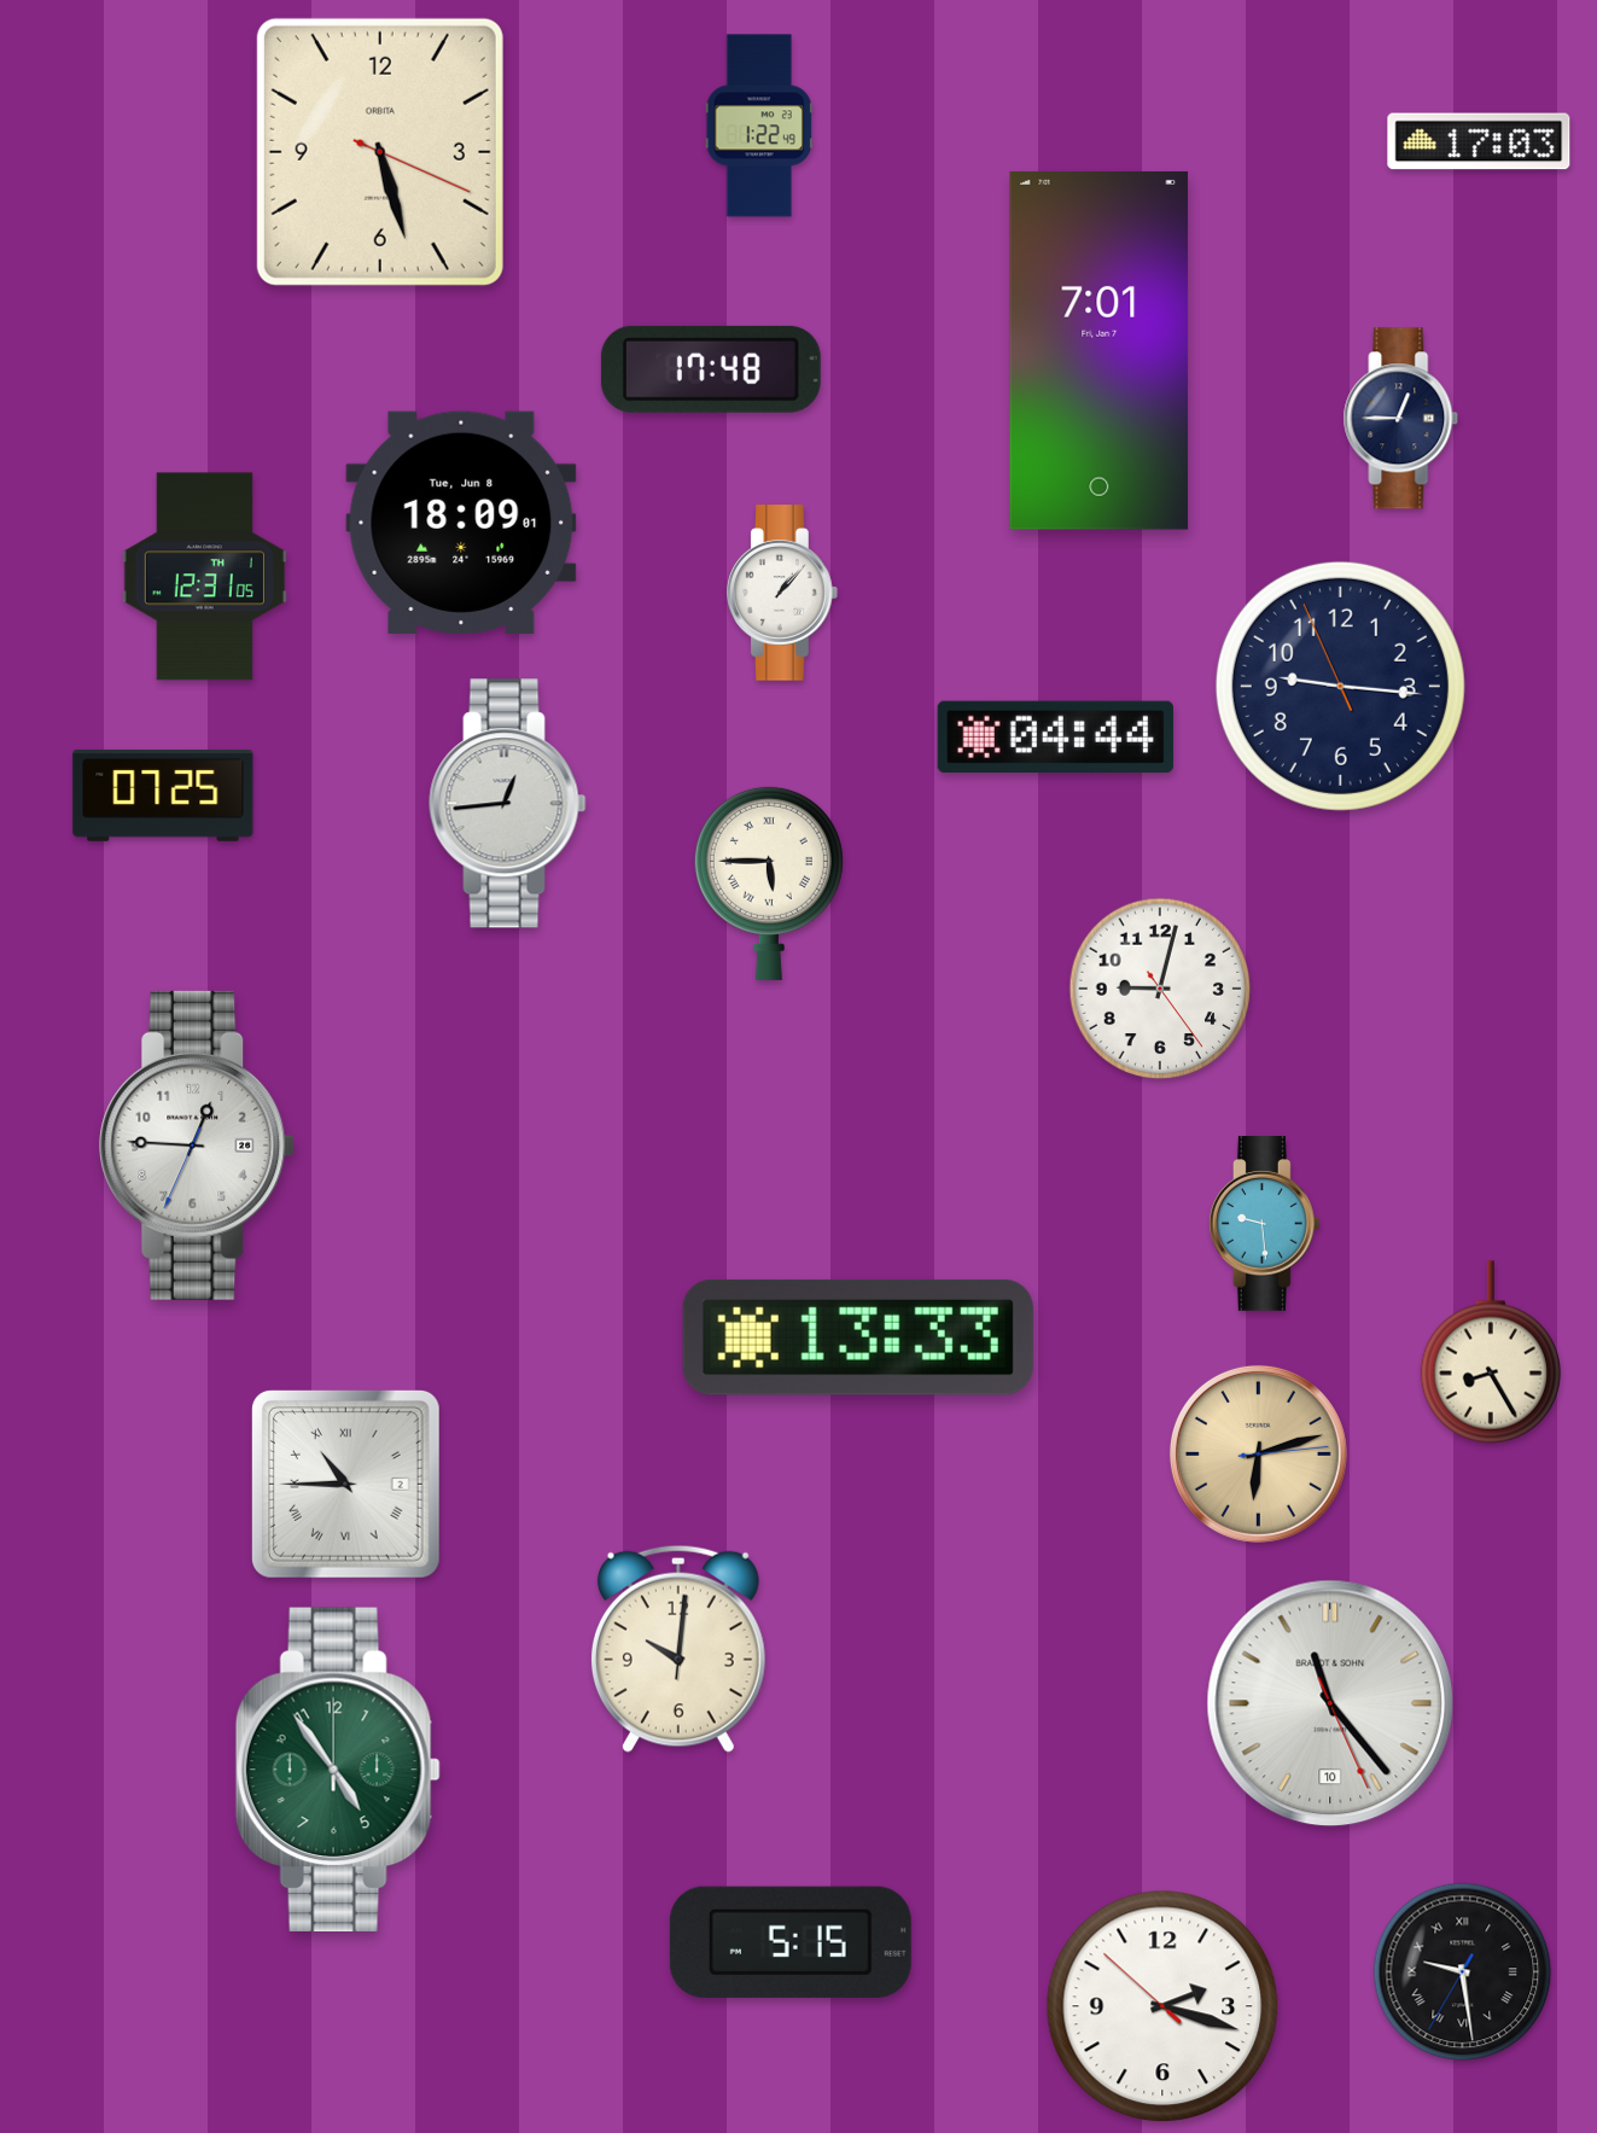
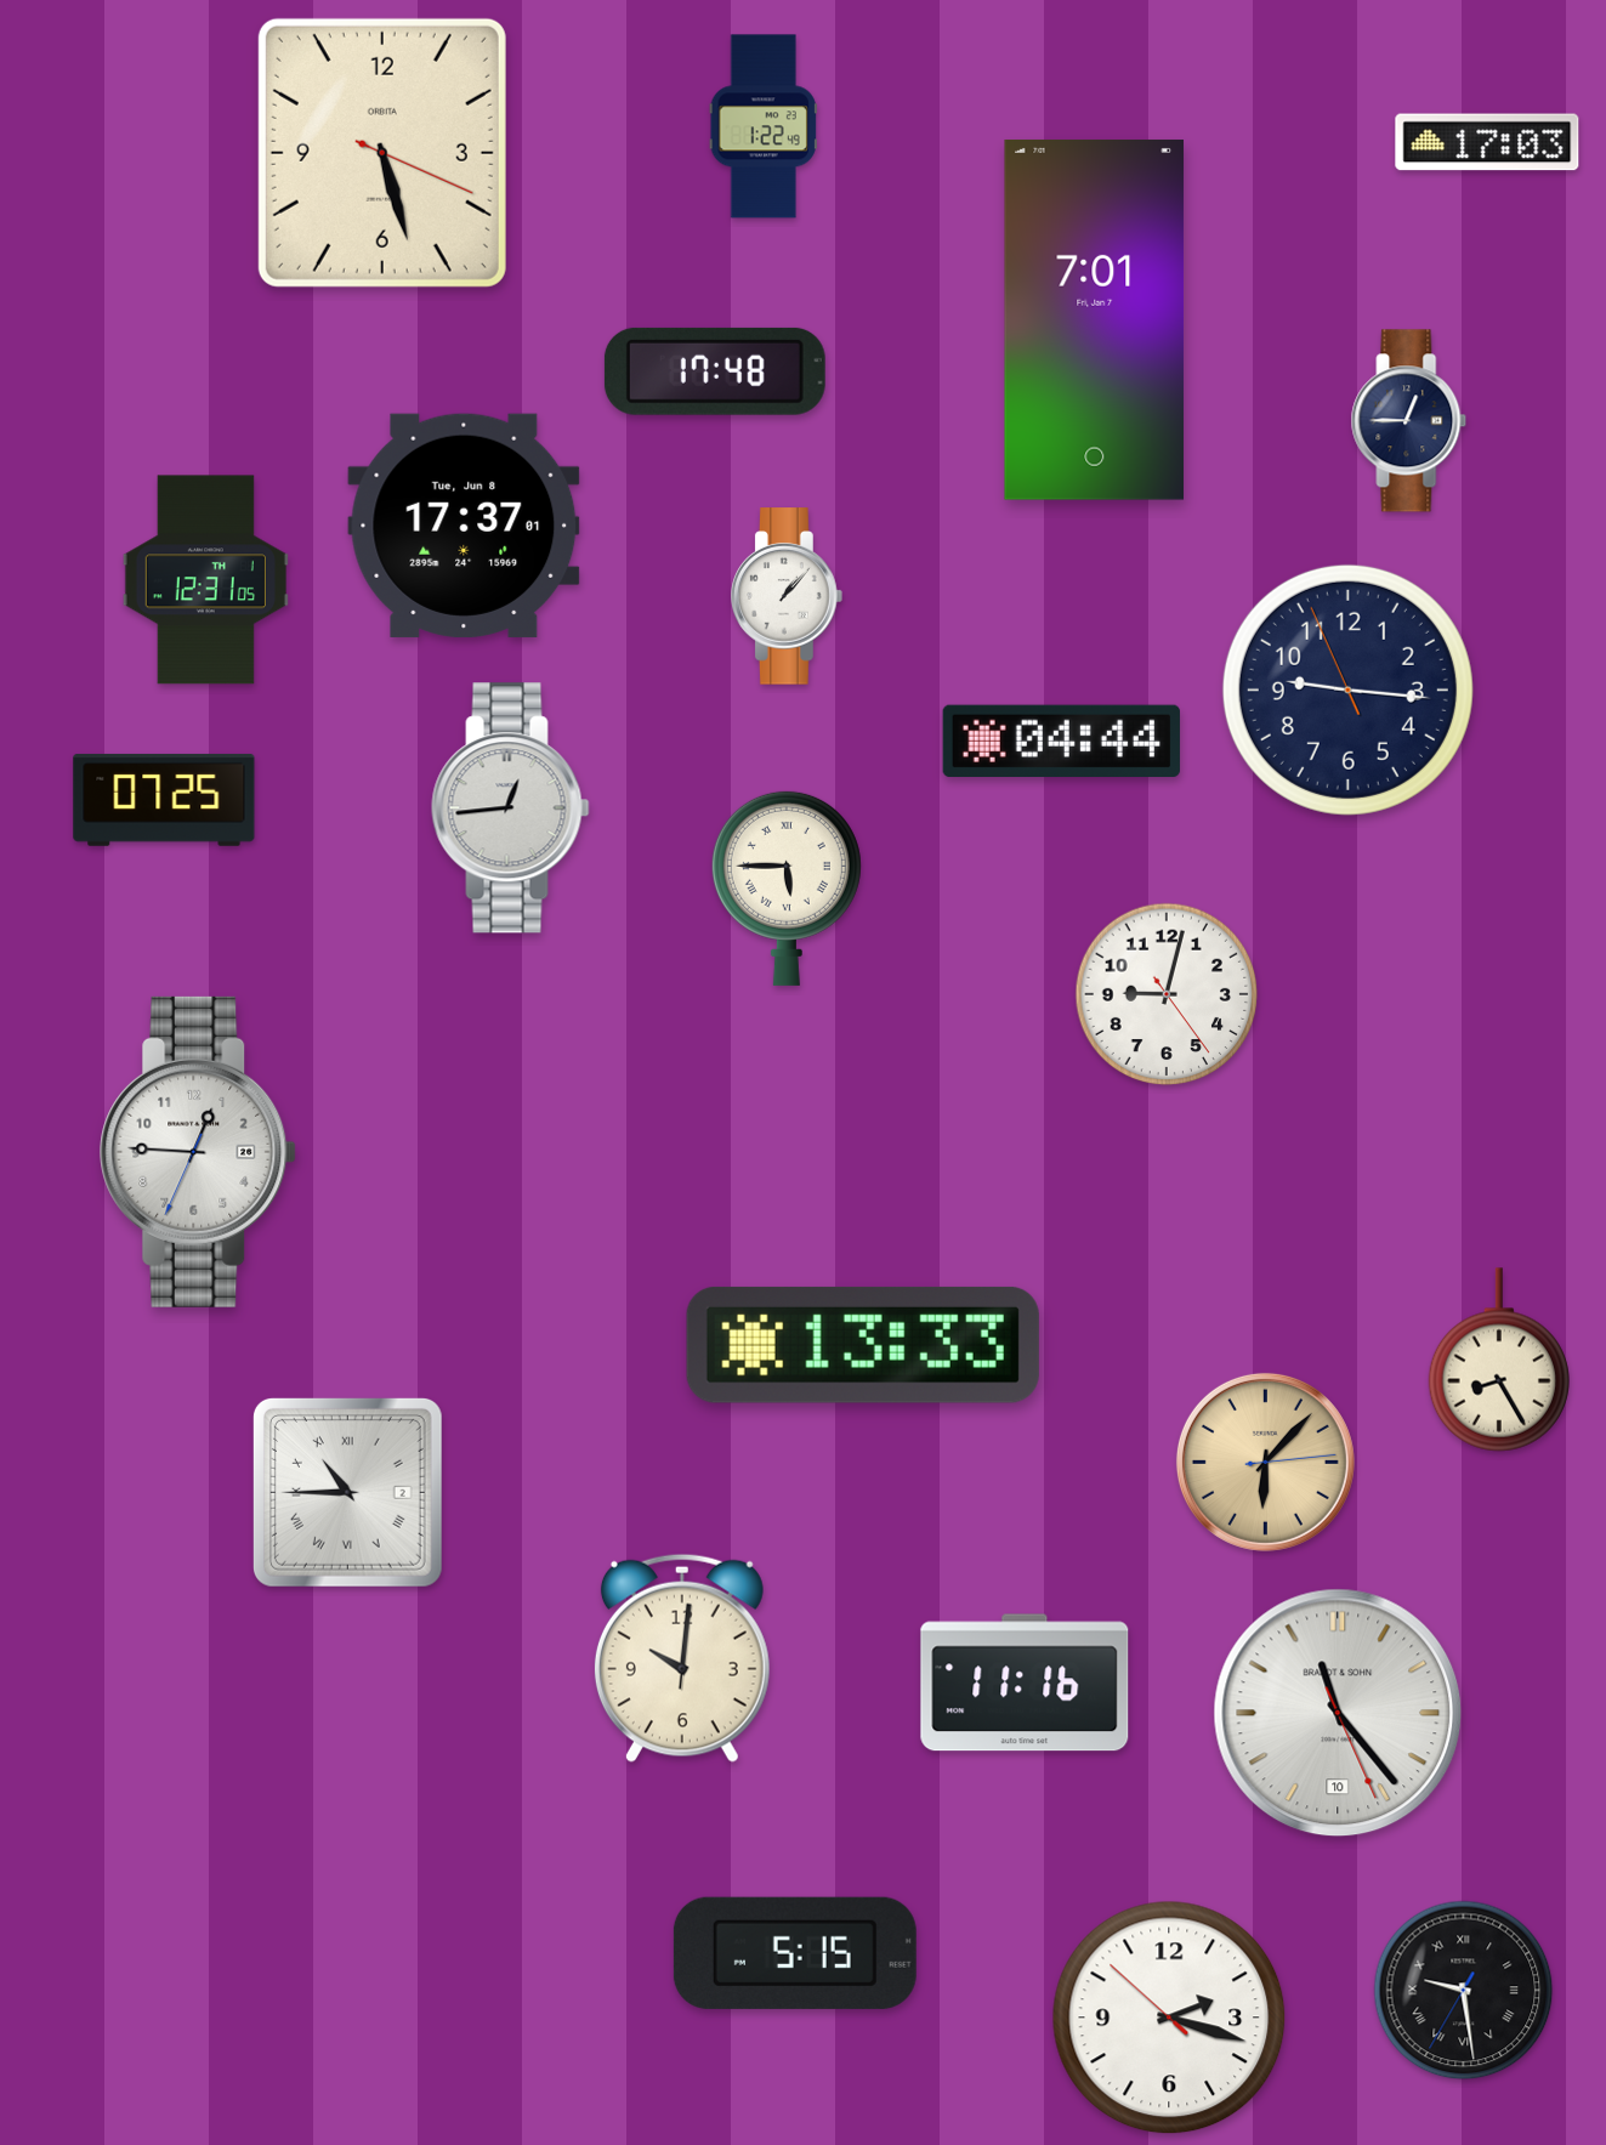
clock at (1100, 350) position: (1100, 350) -> (1095, 319)
clock at (461, 523): 18:09 -> 17:37
clock at (769, 882) position: (769, 882) -> (787, 887)
clock at (1265, 1224): 9:29 -> none
clock at (1258, 1453): 6:12 -> 6:07
clock at (1025, 1682): none -> 11:16
clock at (338, 1768): 4:54 -> none
clock at (1463, 1972) position: (1463, 1972) -> (1464, 1991)
